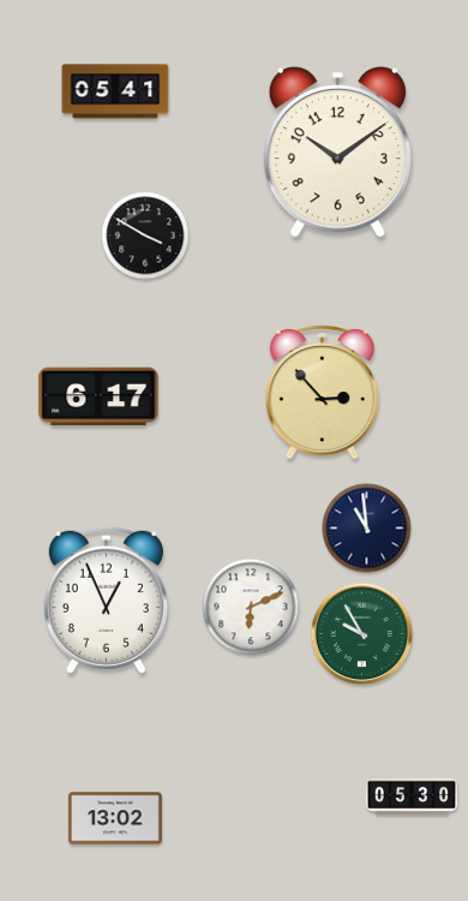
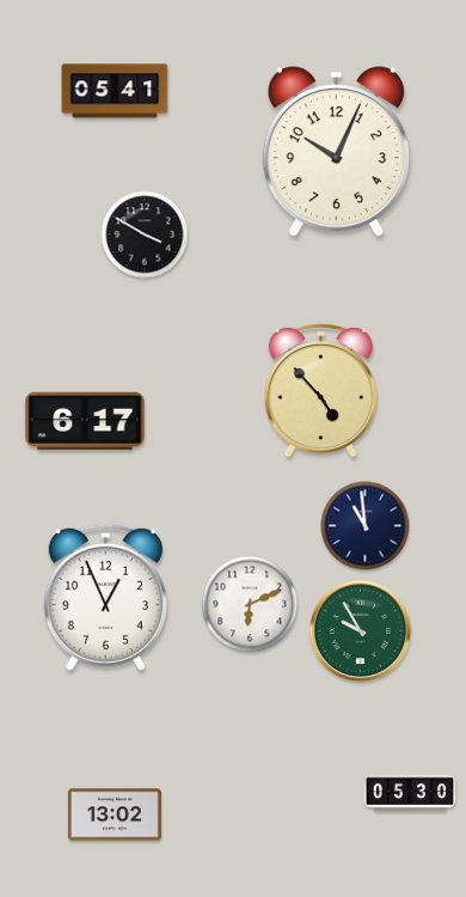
clock at (337, 153): 10:09 -> 10:04
clock at (323, 392): 2:53 -> 4:53
clock at (98, 396) position: (98, 396) -> (85, 421)
